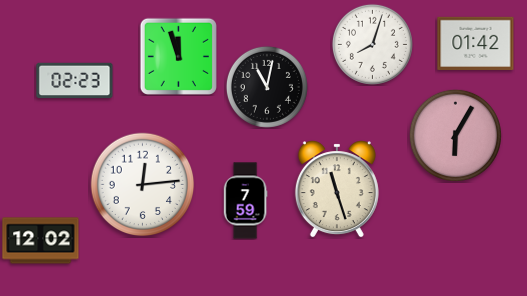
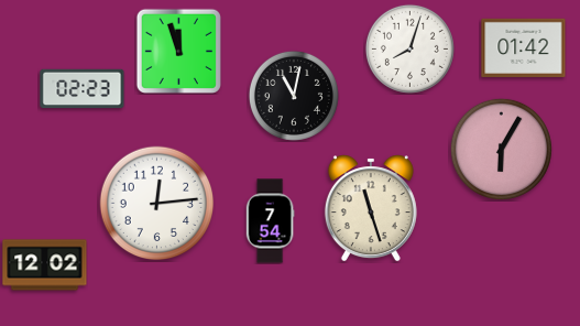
clock at (178, 56) position: (178, 56) -> (178, 51)
clock at (245, 201): 7:59 -> 7:54
